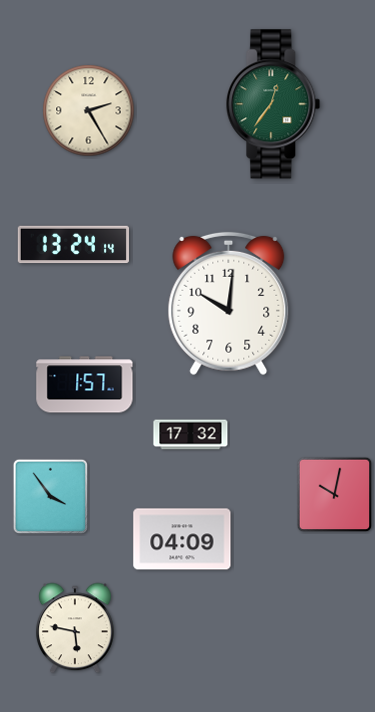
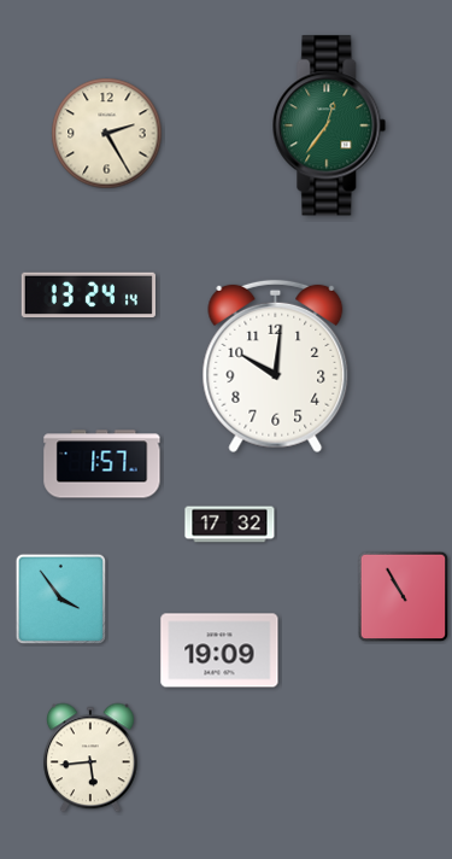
clock at (335, 495): 10:02 -> 10:55
clock at (182, 539): 04:09 -> 19:09
clock at (76, 628): 5:47 -> 5:44
